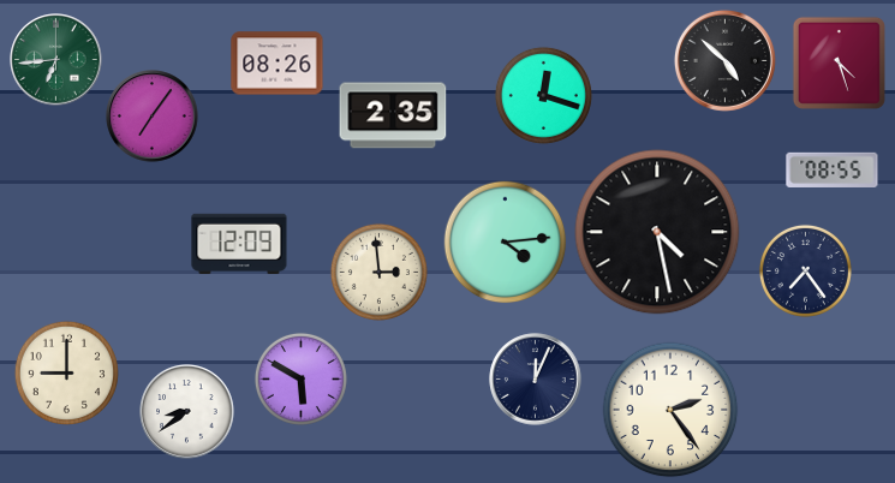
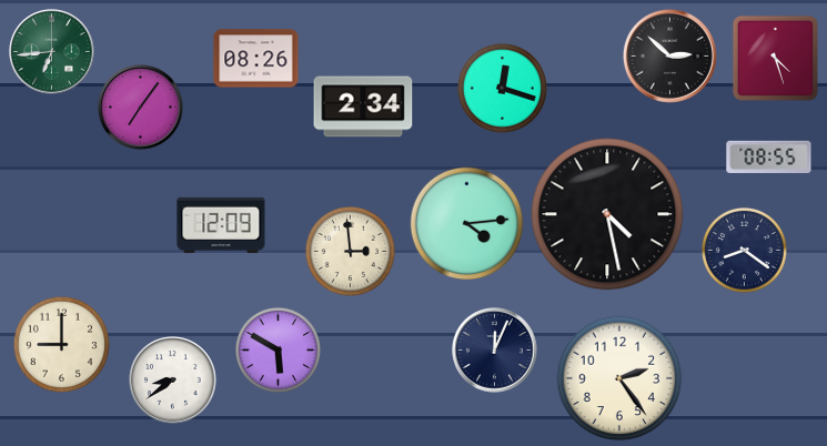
clock at (56, 60) position: (56, 60) -> (52, 52)
clock at (724, 60): 4:52 -> 2:52
clock at (393, 115): 2:35 -> 2:34
clock at (805, 270): 7:24 -> 8:21
